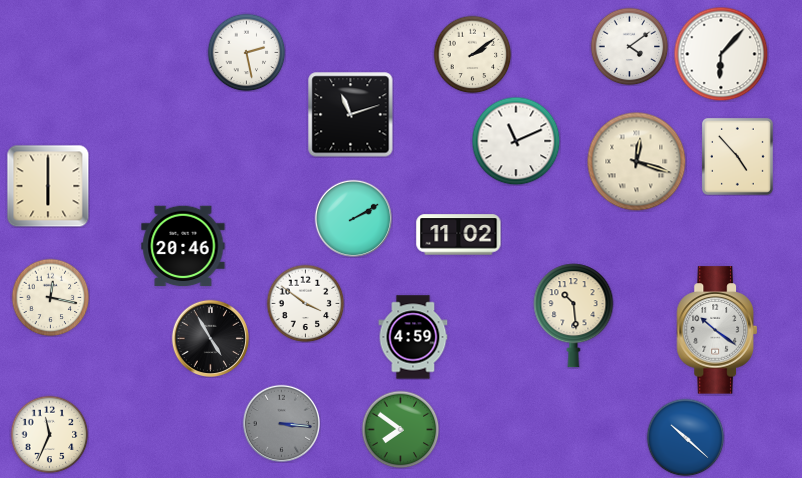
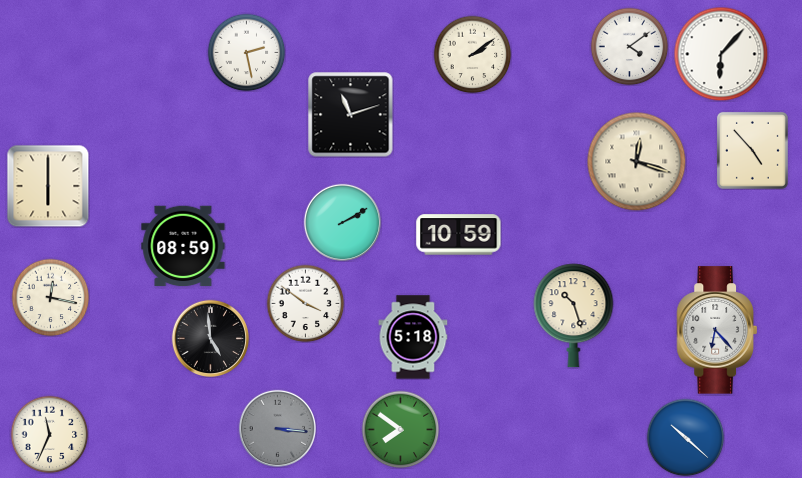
clock at (516, 141): 11:11 -> none
clock at (737, 156) position: (737, 156) -> (752, 150)
clock at (353, 218) position: (353, 218) -> (342, 222)
clock at (459, 235): 11:02 -> 10:59
clock at (183, 246): 20:46 -> 08:59
clock at (574, 316): 10:29 -> 10:27
clock at (717, 330): 10:21 -> 6:23
clock at (413, 337): 4:59 -> 5:18
clock at (210, 338): 4:55 -> 4:59
clock at (281, 423) position: (281, 423) -> (277, 428)
